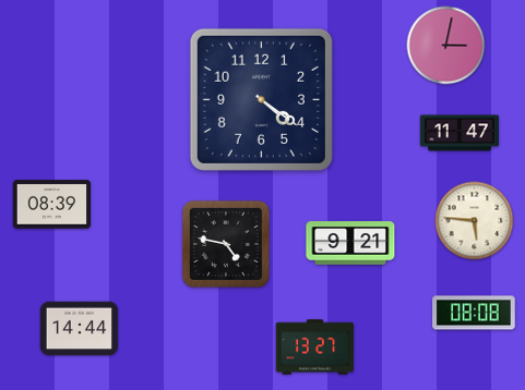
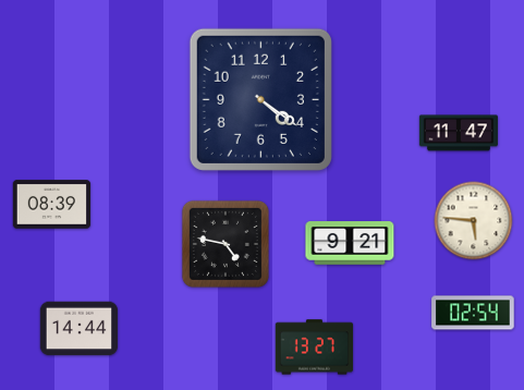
clock at (446, 46): 3:02 -> none
clock at (474, 313): 08:08 -> 02:54
